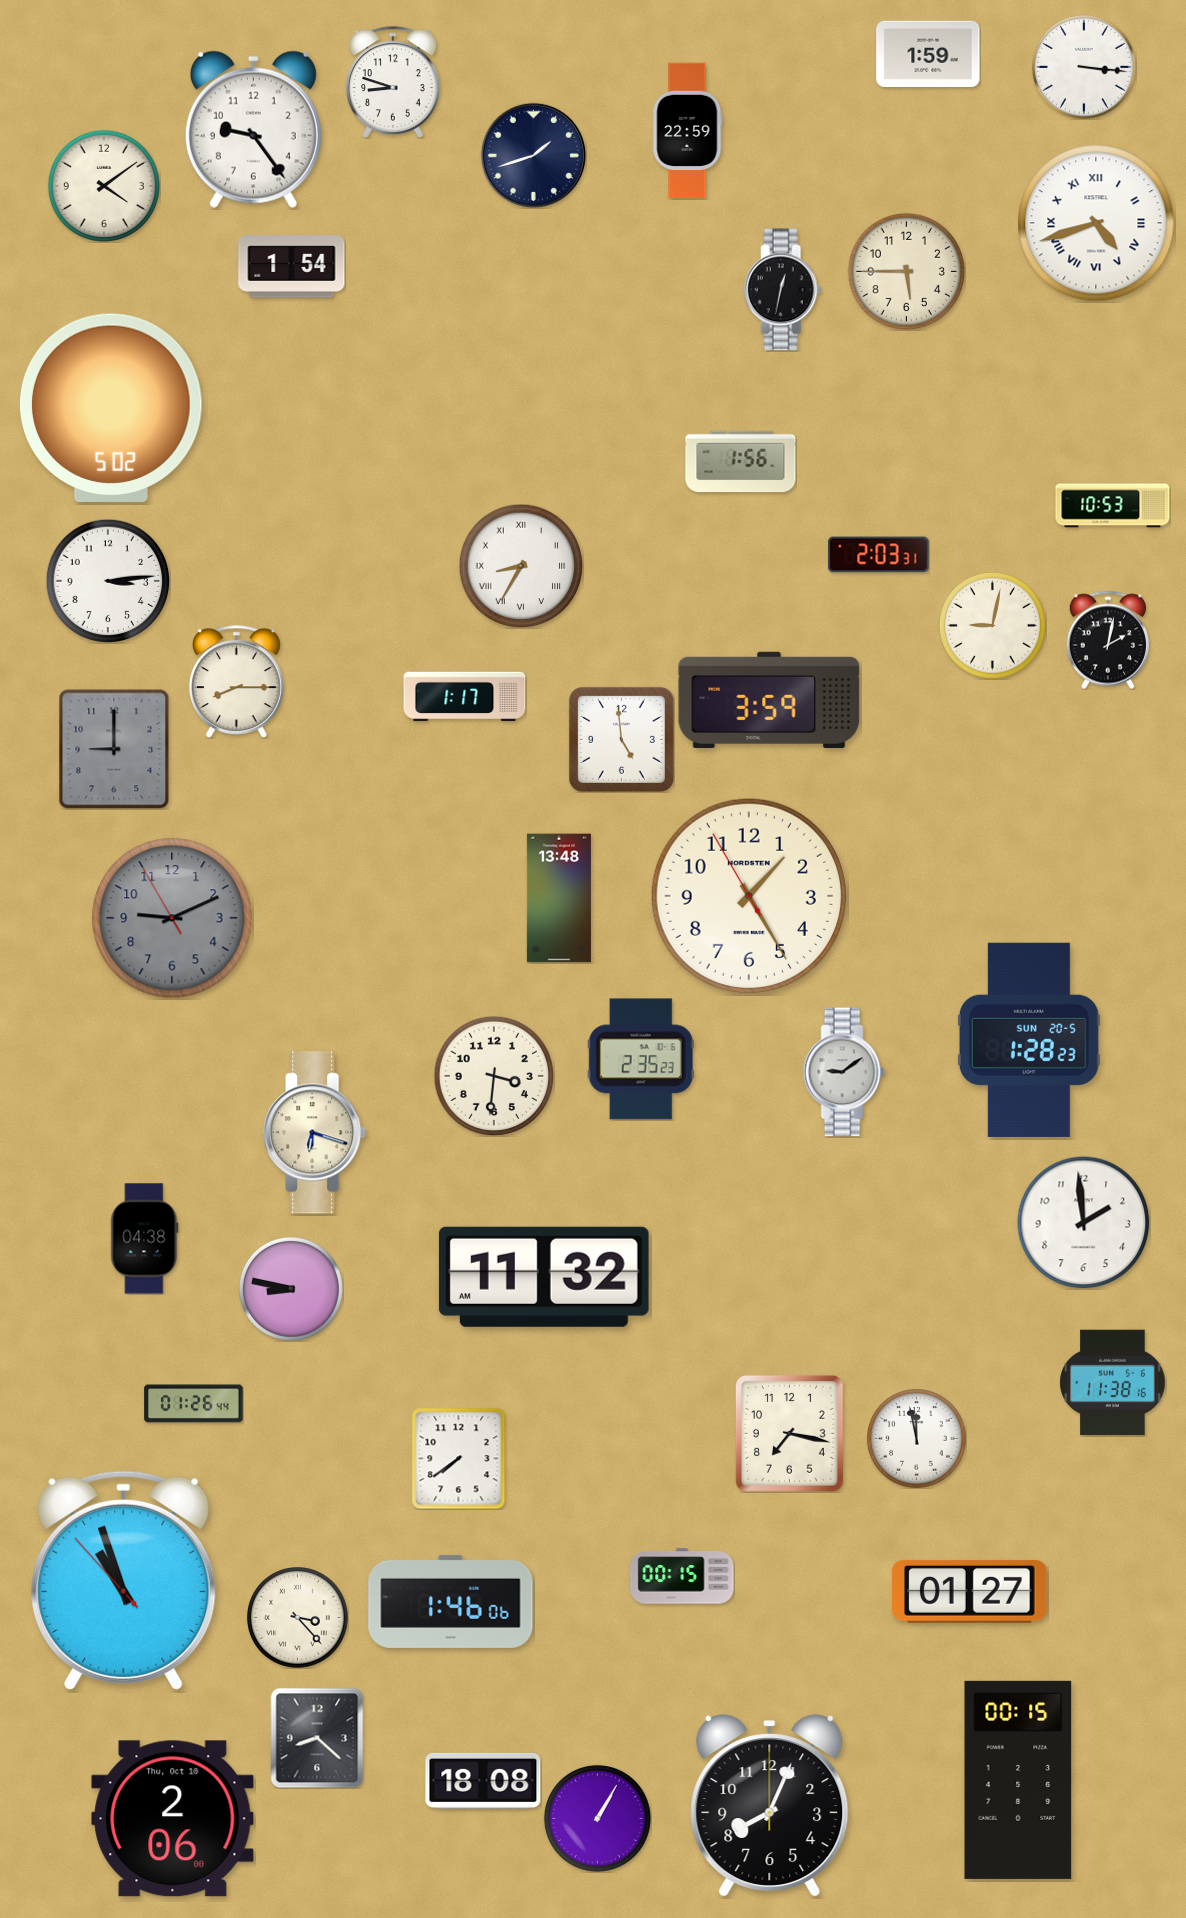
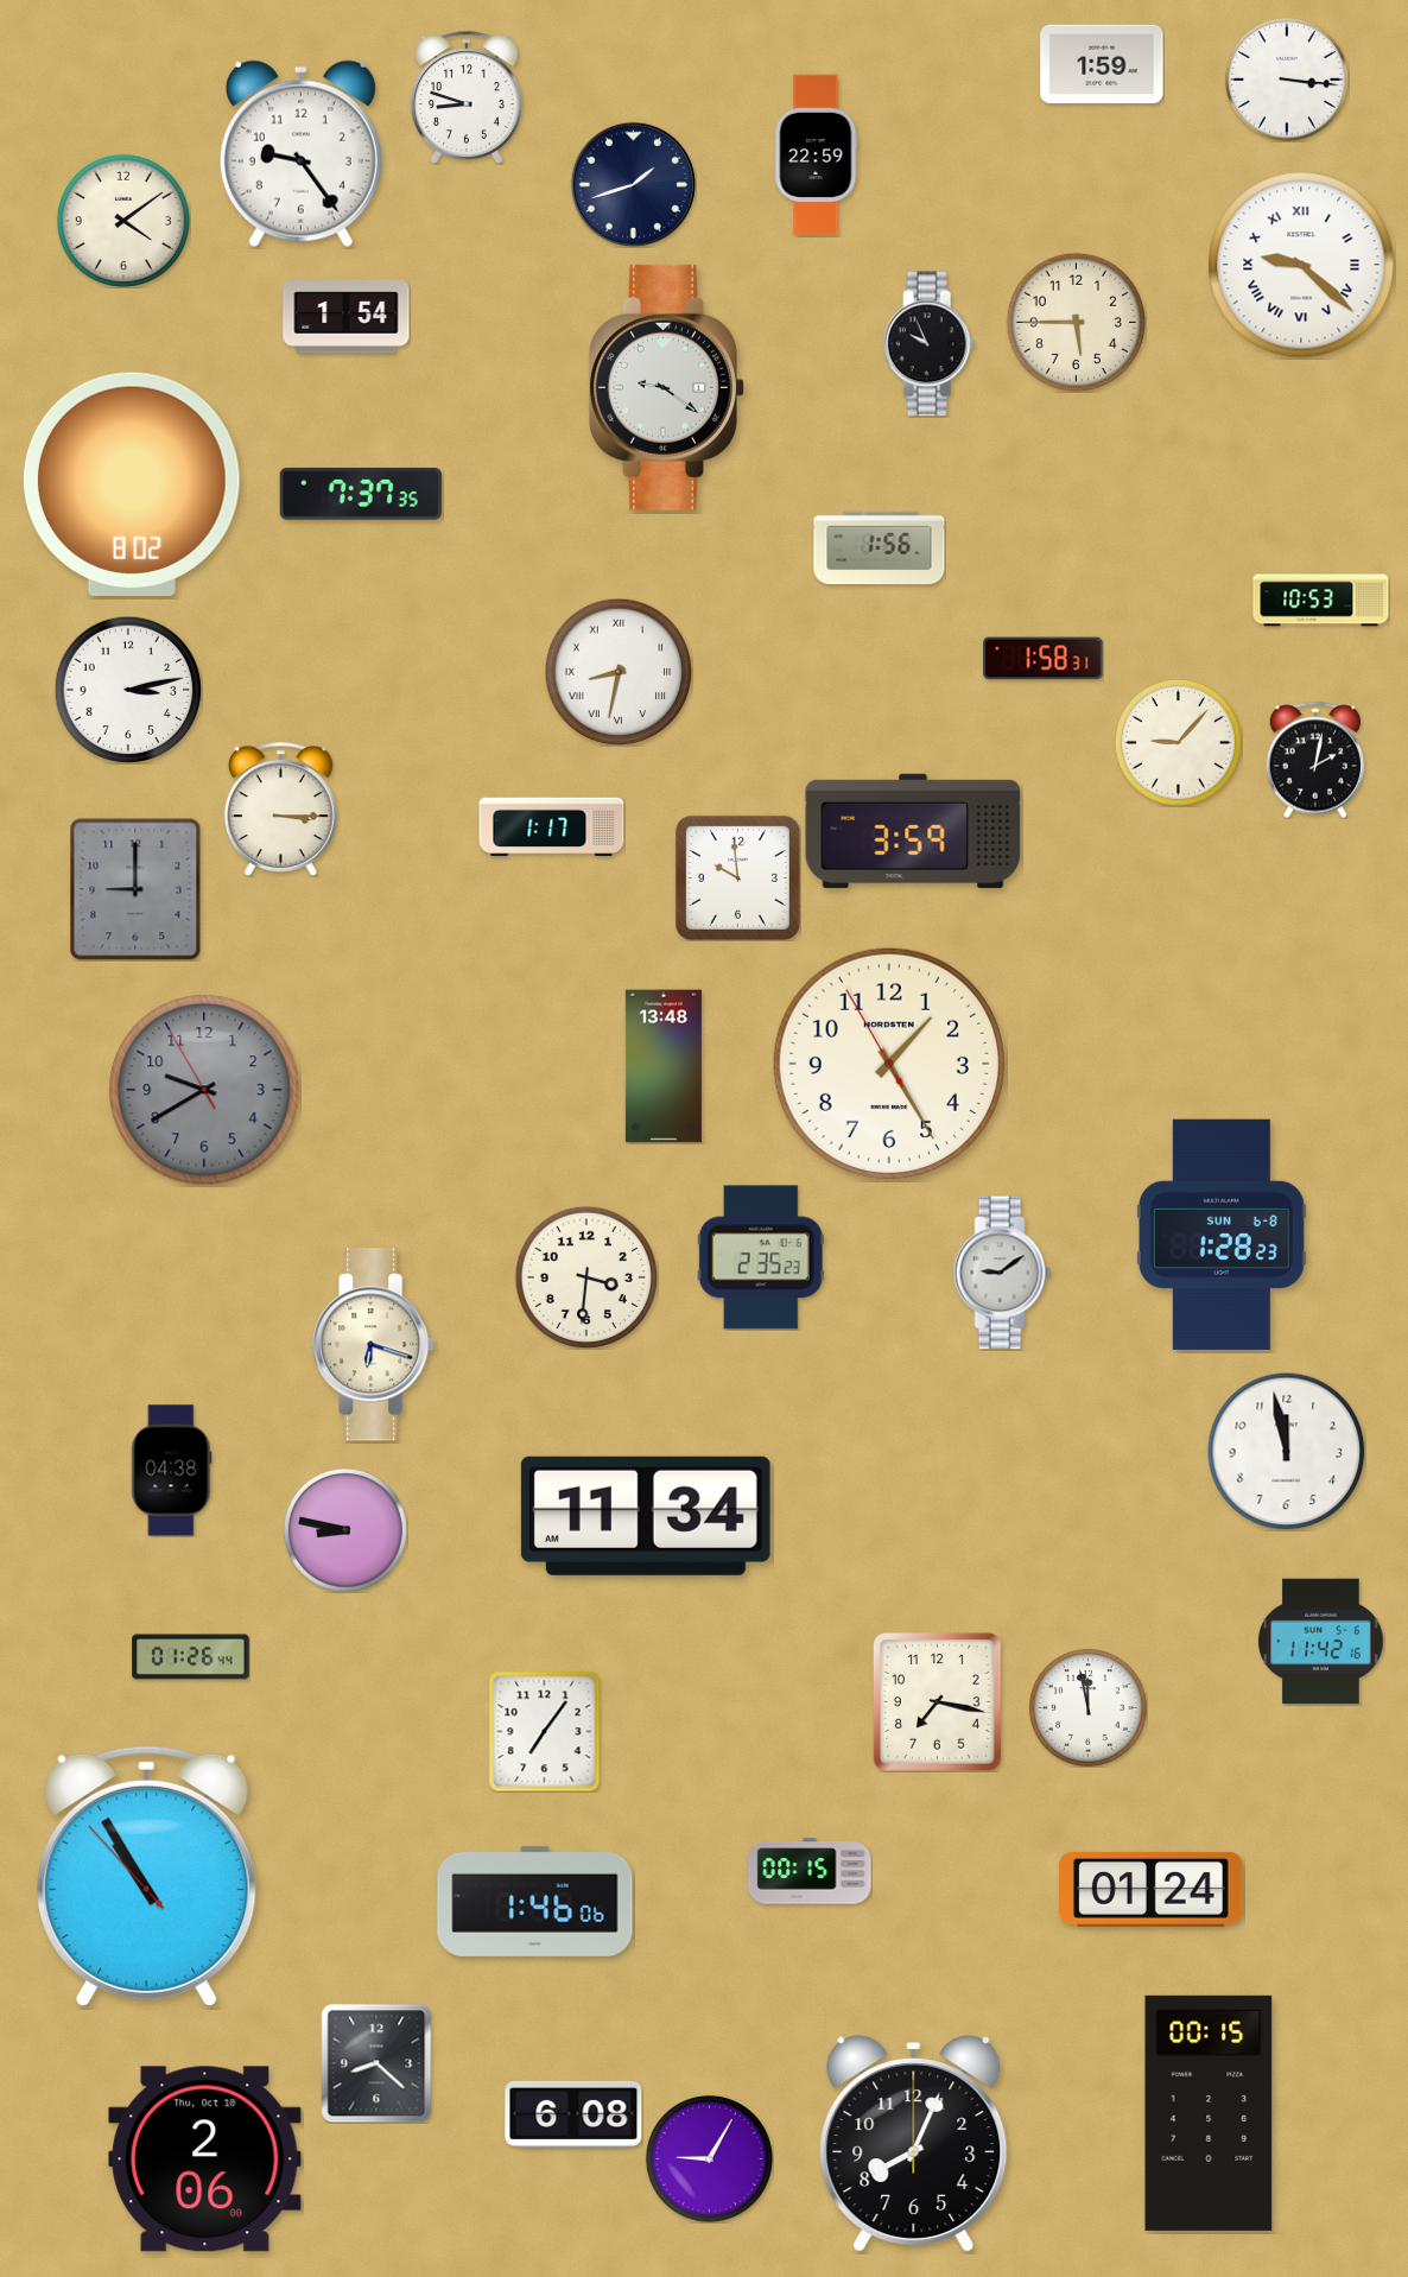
clock at (1096, 223): 4:42 -> 9:22
clock at (783, 290): 12:32 -> 9:56
clock at (667, 387): none -> 9:21
clock at (111, 408): 5:02 -> 8:02
clock at (361, 494): none -> 7:37
clock at (879, 555): 2:03 -> 1:58
clock at (521, 566): 8:35 -> 8:32
clock at (108, 581): 3:14 -> 3:13
clock at (992, 625): 9:02 -> 9:07
clock at (236, 682): 8:15 -> 3:15
clock at (621, 739): 4:59 -> 9:59
clock at (172, 918): 9:10 -> 9:39
clock at (1029, 1040) date: SUN 20-5 -> SUN 6-8
clock at (1084, 1223): 1:59 -> 11:58
clock at (544, 1277): 11:32 -> 11:34
clock at (1113, 1383): 11:38 -> 11:42
clock at (194, 1404) position: (194, 1404) -> (191, 1657)
clock at (459, 1458): 7:39 -> 7:06
clock at (124, 1580): 10:56 -> 10:54
clock at (970, 1591): 01:27 -> 01:24
clock at (298, 1618): 3:23 -> none
clock at (483, 1781): 18:08 -> 6:08
clock at (597, 1818): 1:05 -> 9:05
